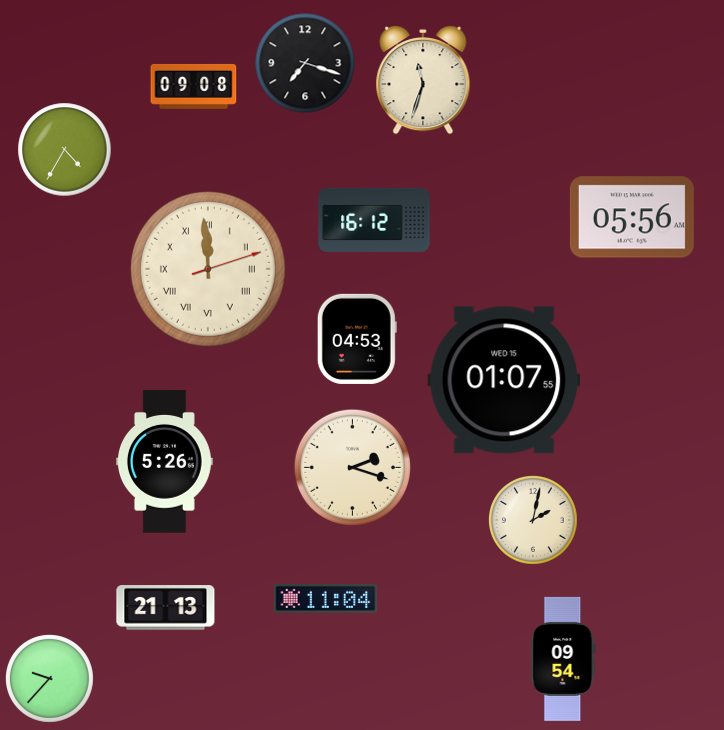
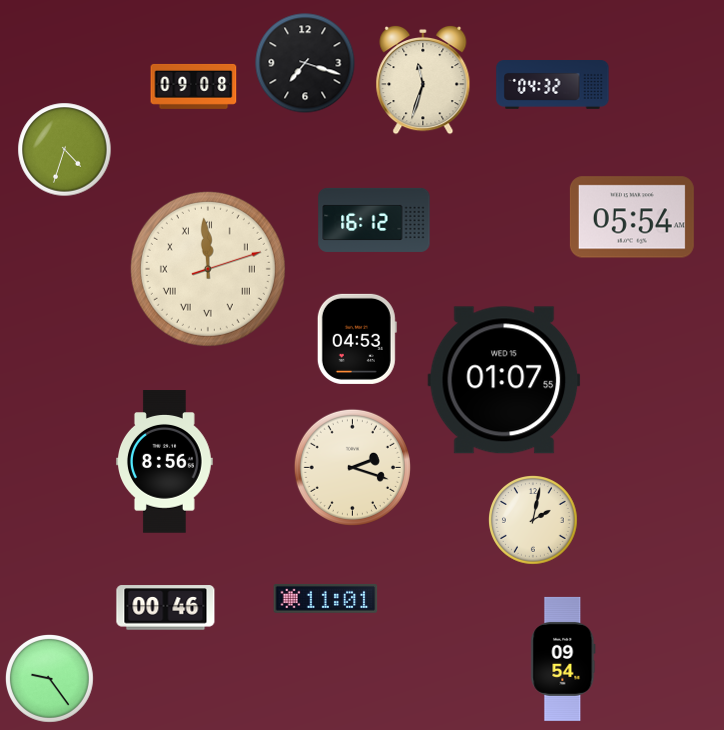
clock at (553, 85): none -> 04:32
clock at (65, 150): 4:35 -> 4:33
clock at (632, 217): 05:56 -> 05:54
clock at (165, 462): 5:26 -> 8:56
clock at (326, 598): 11:04 -> 11:01
clock at (166, 608): 21:13 -> 00:46
clock at (50, 679): 9:37 -> 9:24
